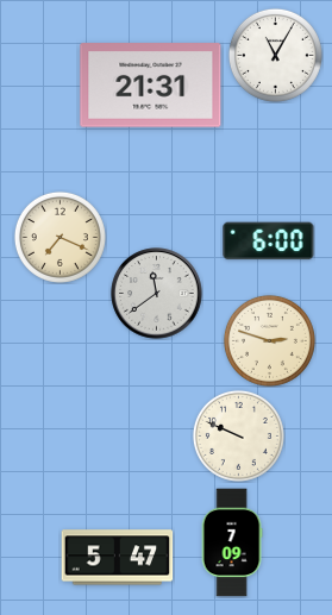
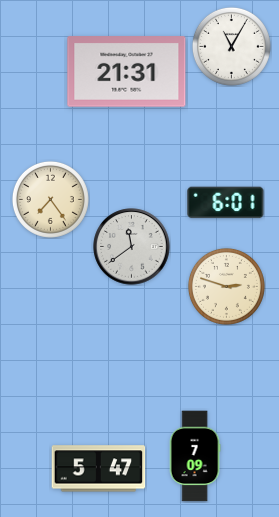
clock at (59, 237): 7:19 -> 7:24
clock at (269, 241): 6:00 -> 6:01
clock at (238, 435): 9:49 -> none
